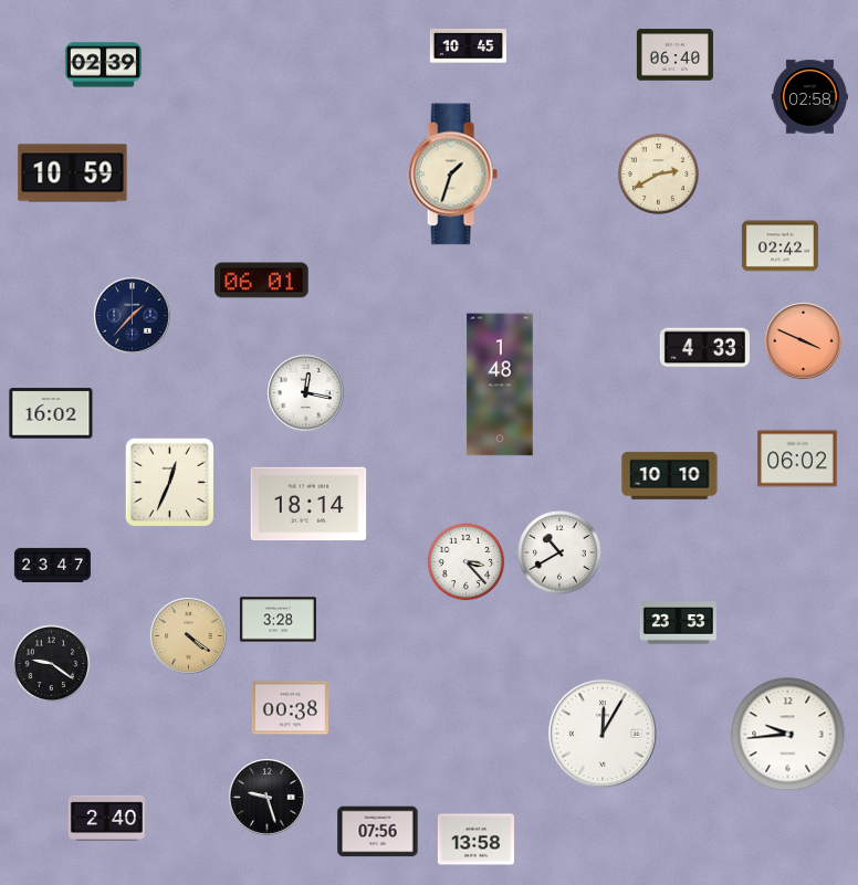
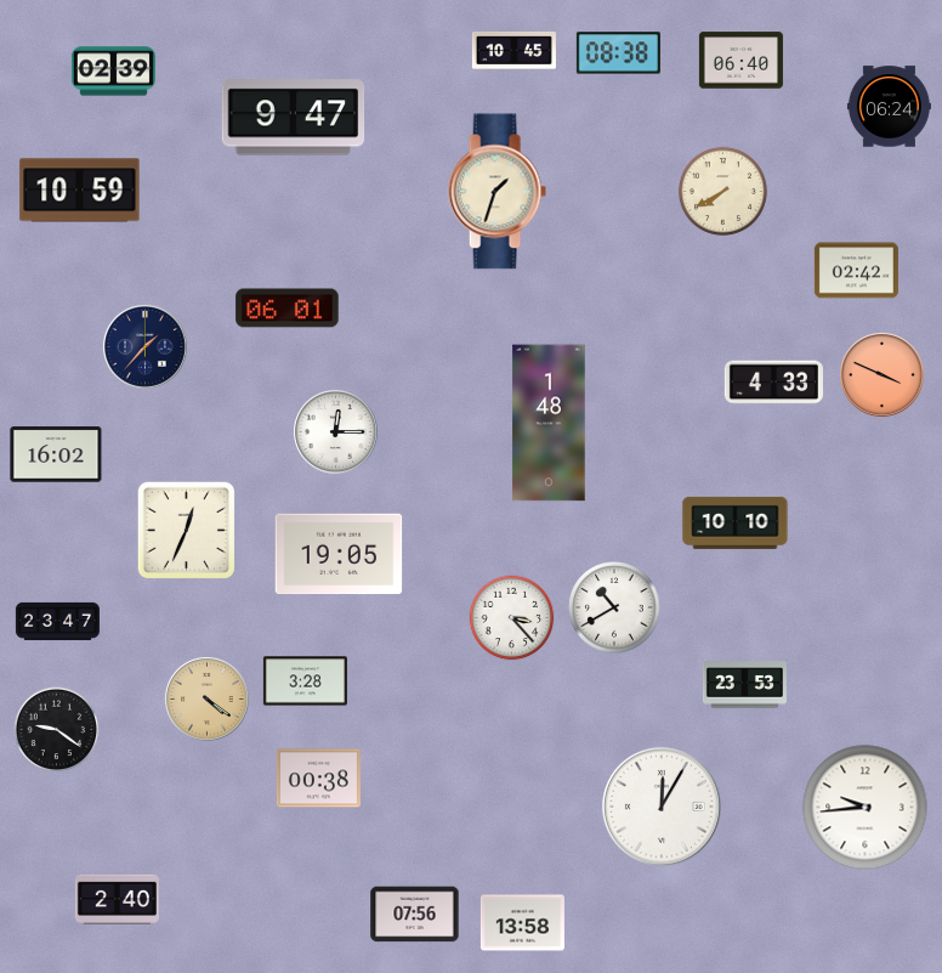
clock at (618, 53): none -> 08:38
clock at (809, 97): 02:58 -> 06:24
clock at (294, 118): none -> 9:47
clock at (658, 173): 2:40 -> 7:40
clock at (305, 392): 12:17 -> 12:15
clock at (797, 459): 06:02 -> none
clock at (308, 504): 18:14 -> 19:05
clock at (266, 797): 9:27 -> none
